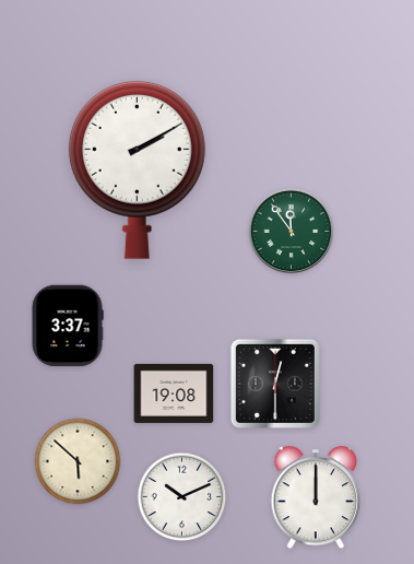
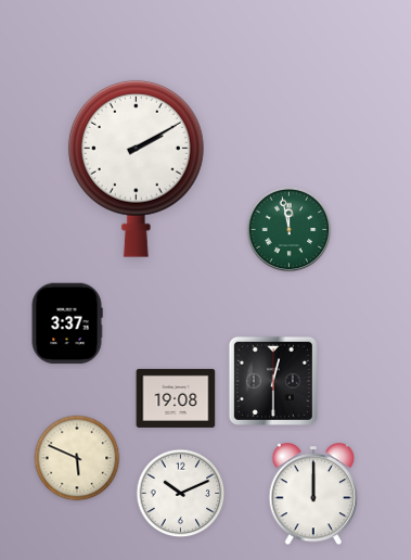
clock at (292, 232): 11:54 -> 11:58
clock at (174, 393) position: (174, 393) -> (176, 398)
clock at (78, 461): 5:52 -> 5:49
